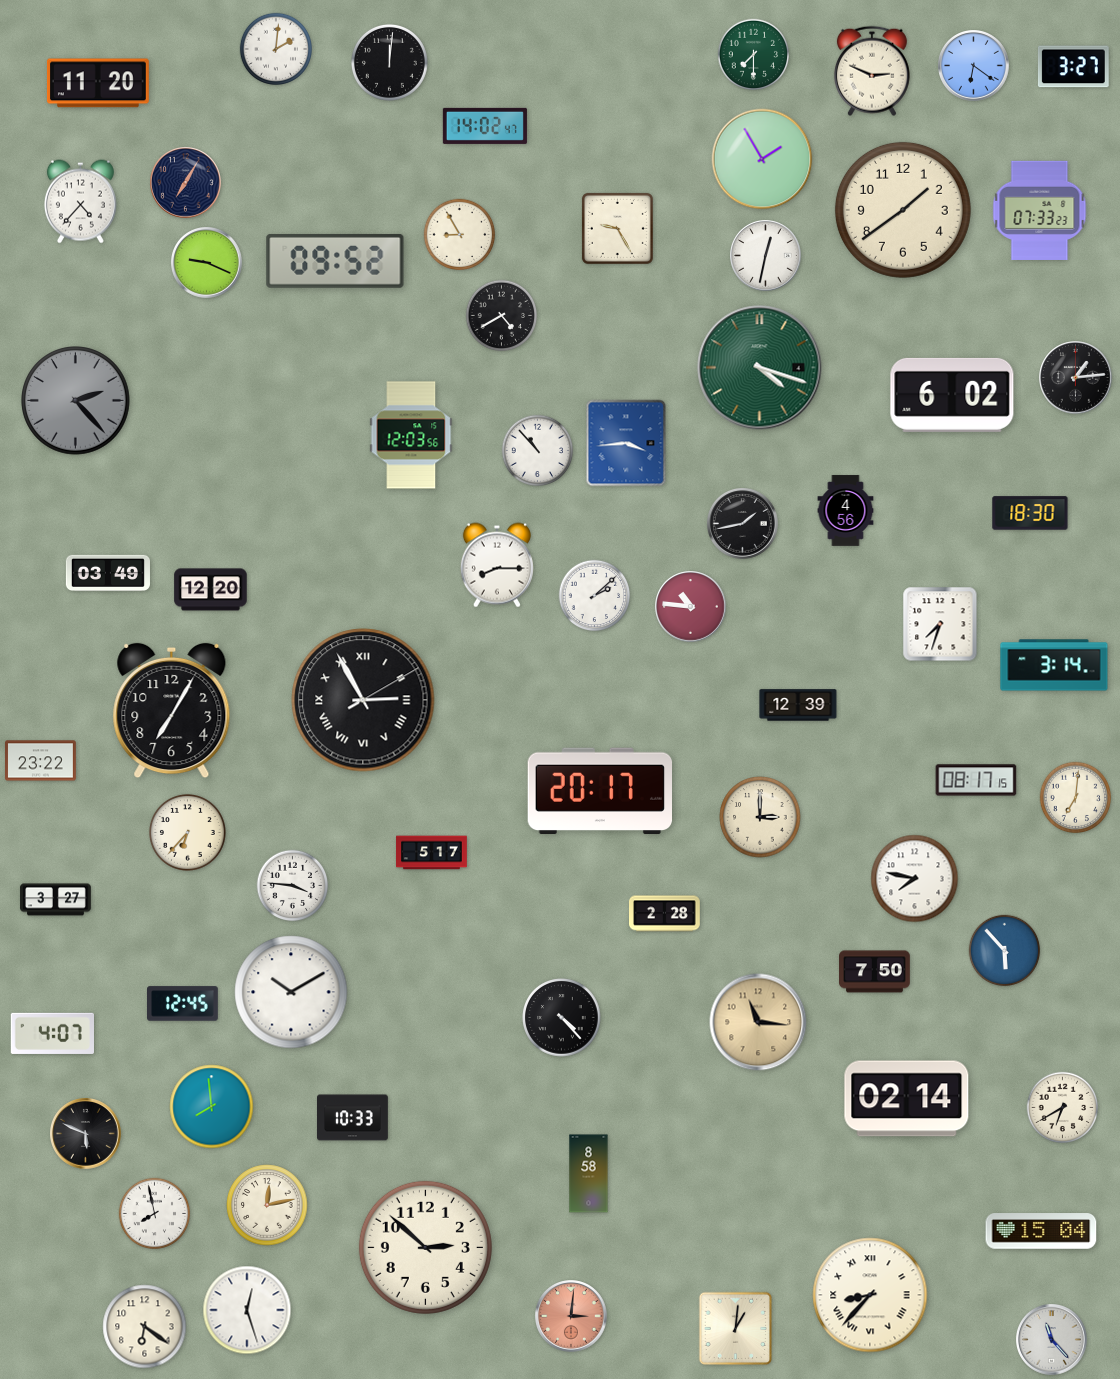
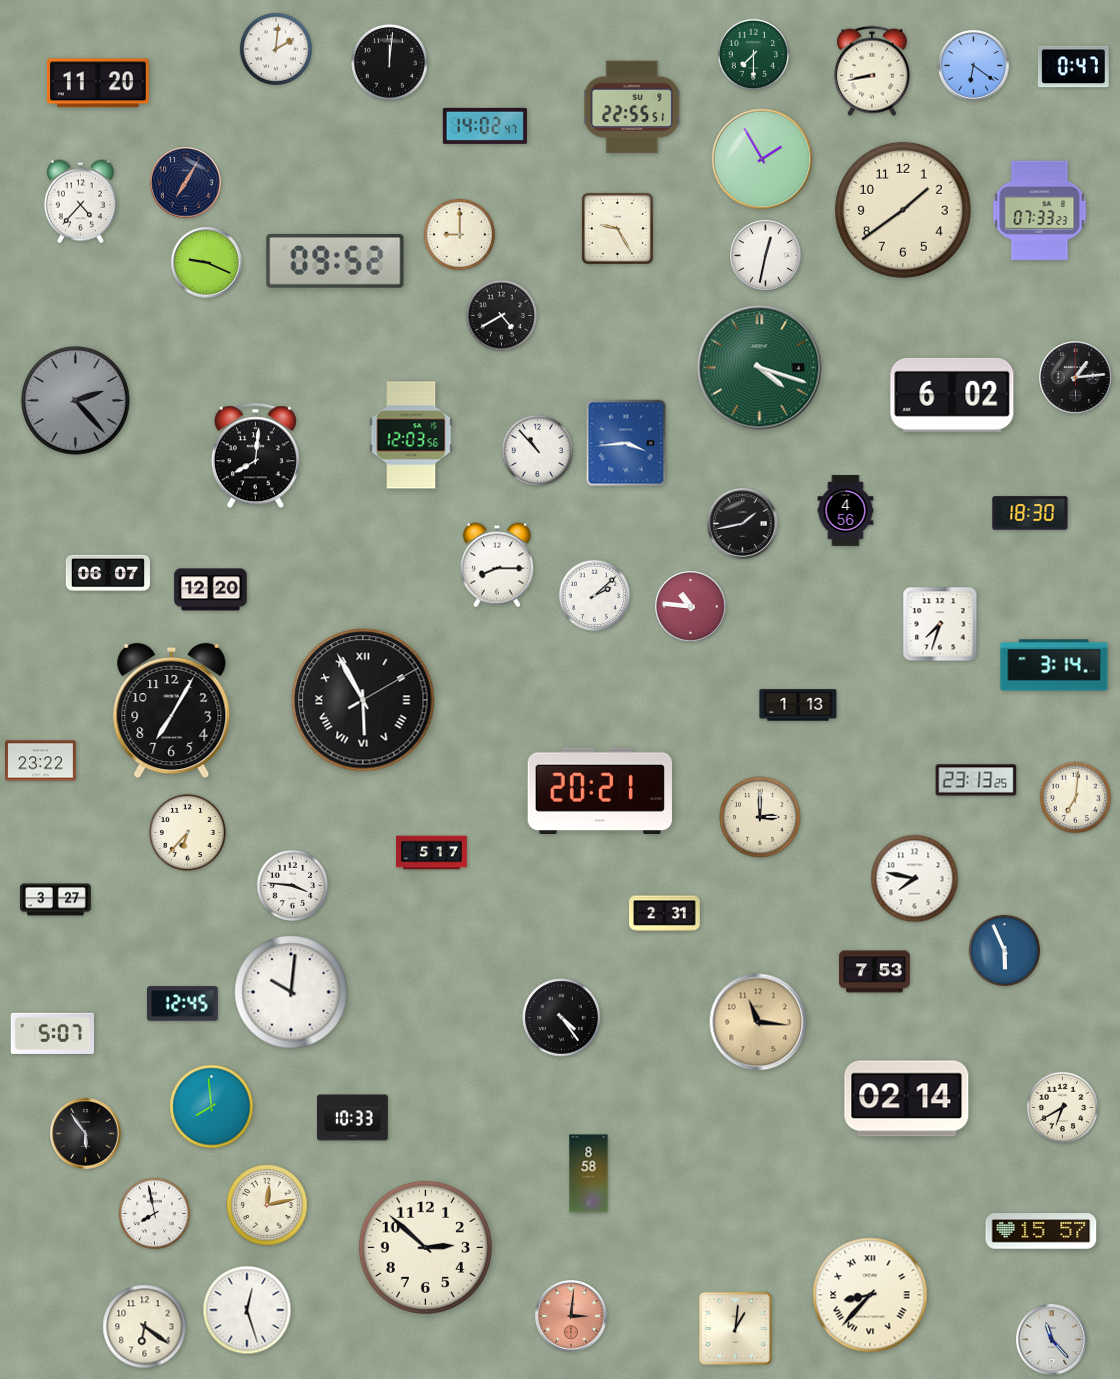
clock at (1073, 67): 3:27 -> 0:47
clock at (872, 71): 2:49 -> 8:43
clock at (633, 107): none -> 22:55
clock at (460, 235): 8:55 -> 9:00
clock at (255, 456): none -> 8:01
clock at (108, 572): 03:49 -> 06:07
clock at (363, 700): 2:55 -> 5:55
clock at (798, 705): 12:39 -> 1:13
clock at (976, 780): 08:17 -> 23:13
clock at (599, 791): 20:17 -> 20:21
clock at (665, 914): 2:28 -> 2:31
clock at (1005, 951): 5:53 -> 5:56
clock at (875, 972): 7:50 -> 7:53
clock at (291, 992): 10:10 -> 10:01
clock at (562, 1018): 4:23 -> 4:24
clock at (52, 1033): 4:07 -> 5:07
clock at (86, 1134): 5:49 -> 5:54
clock at (1041, 1231): 15:04 -> 15:57
